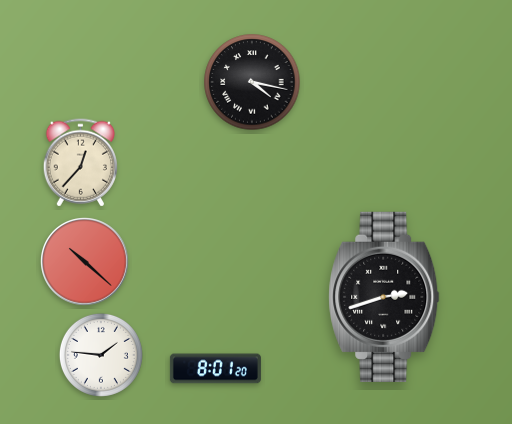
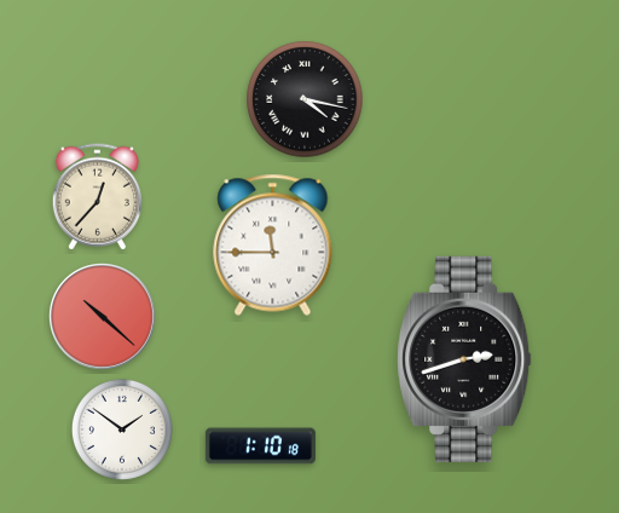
clock at (273, 244): none -> 11:45
clock at (101, 355): 1:46 -> 1:51
clock at (215, 369): 8:01 -> 1:10
